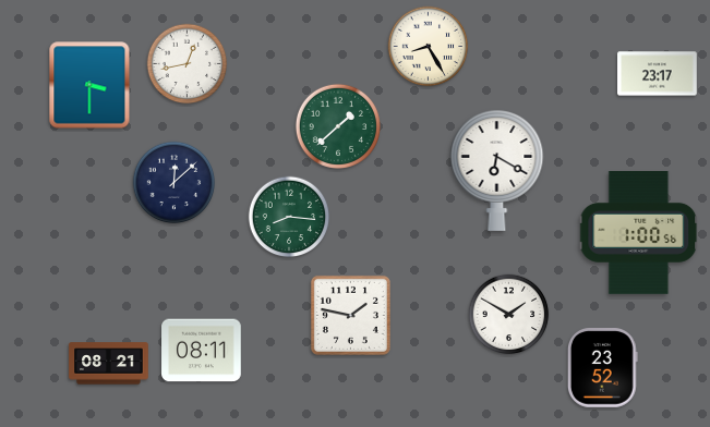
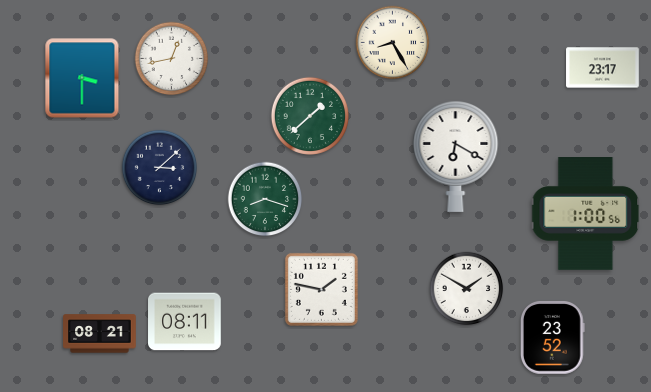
clock at (175, 183): 12:08 -> 3:08
clock at (289, 217): 8:16 -> 8:18
